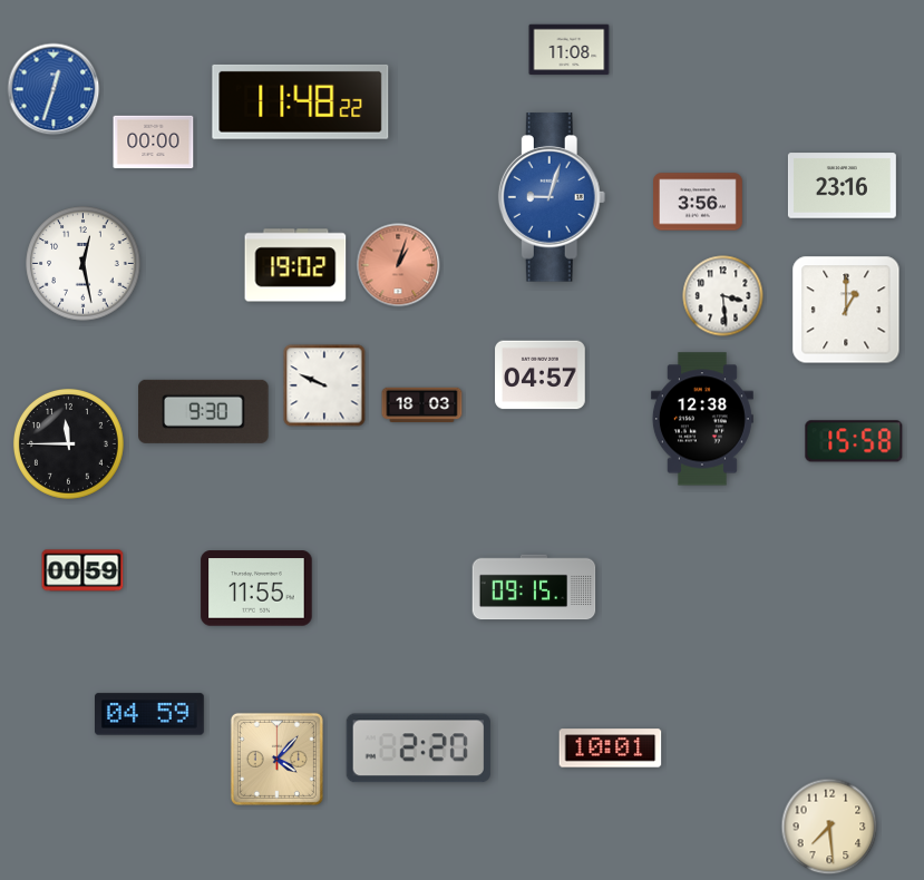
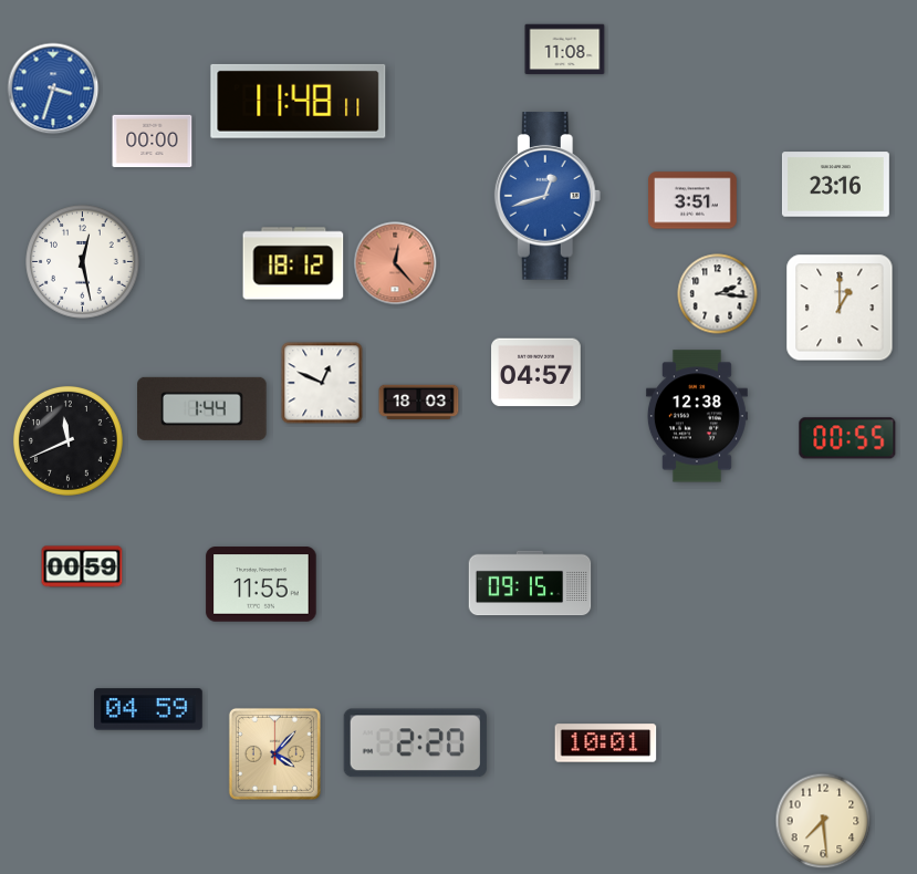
clock at (54, 89): 12:33 -> 3:33
clock at (301, 101): 11:48:22 -> 11:48:11
clock at (552, 197): 9:03 -> 12:42
clock at (699, 202): 3:56 -> 3:51
clock at (295, 265): 19:02 -> 18:12
clock at (398, 265): 1:03 -> 12:23
clock at (723, 296): 3:29 -> 2:16
clock at (324, 385): 9:49 -> 12:49
clock at (204, 411): 9:30 -> 1:44
clock at (854, 441): 15:58 -> 00:55
clock at (68, 443): 11:45 -> 11:41
clock at (256, 588) position: (256, 588) -> (261, 584)
